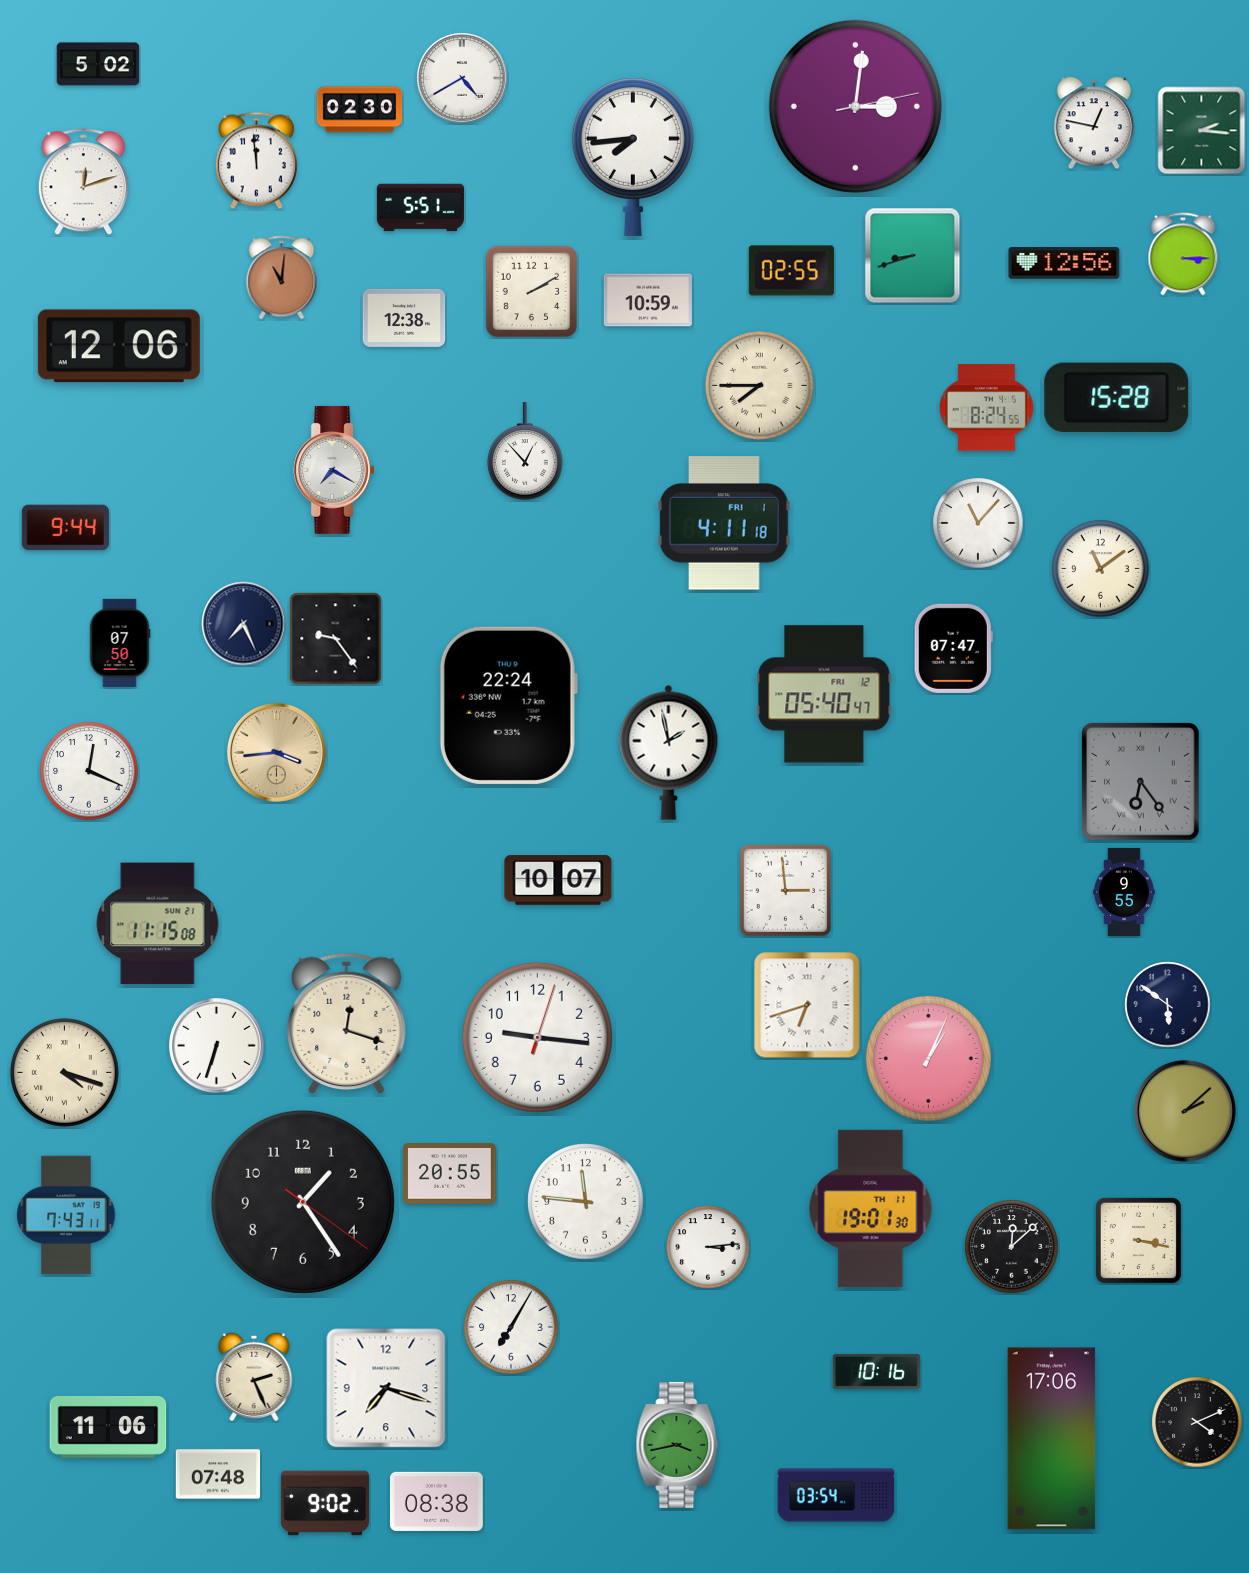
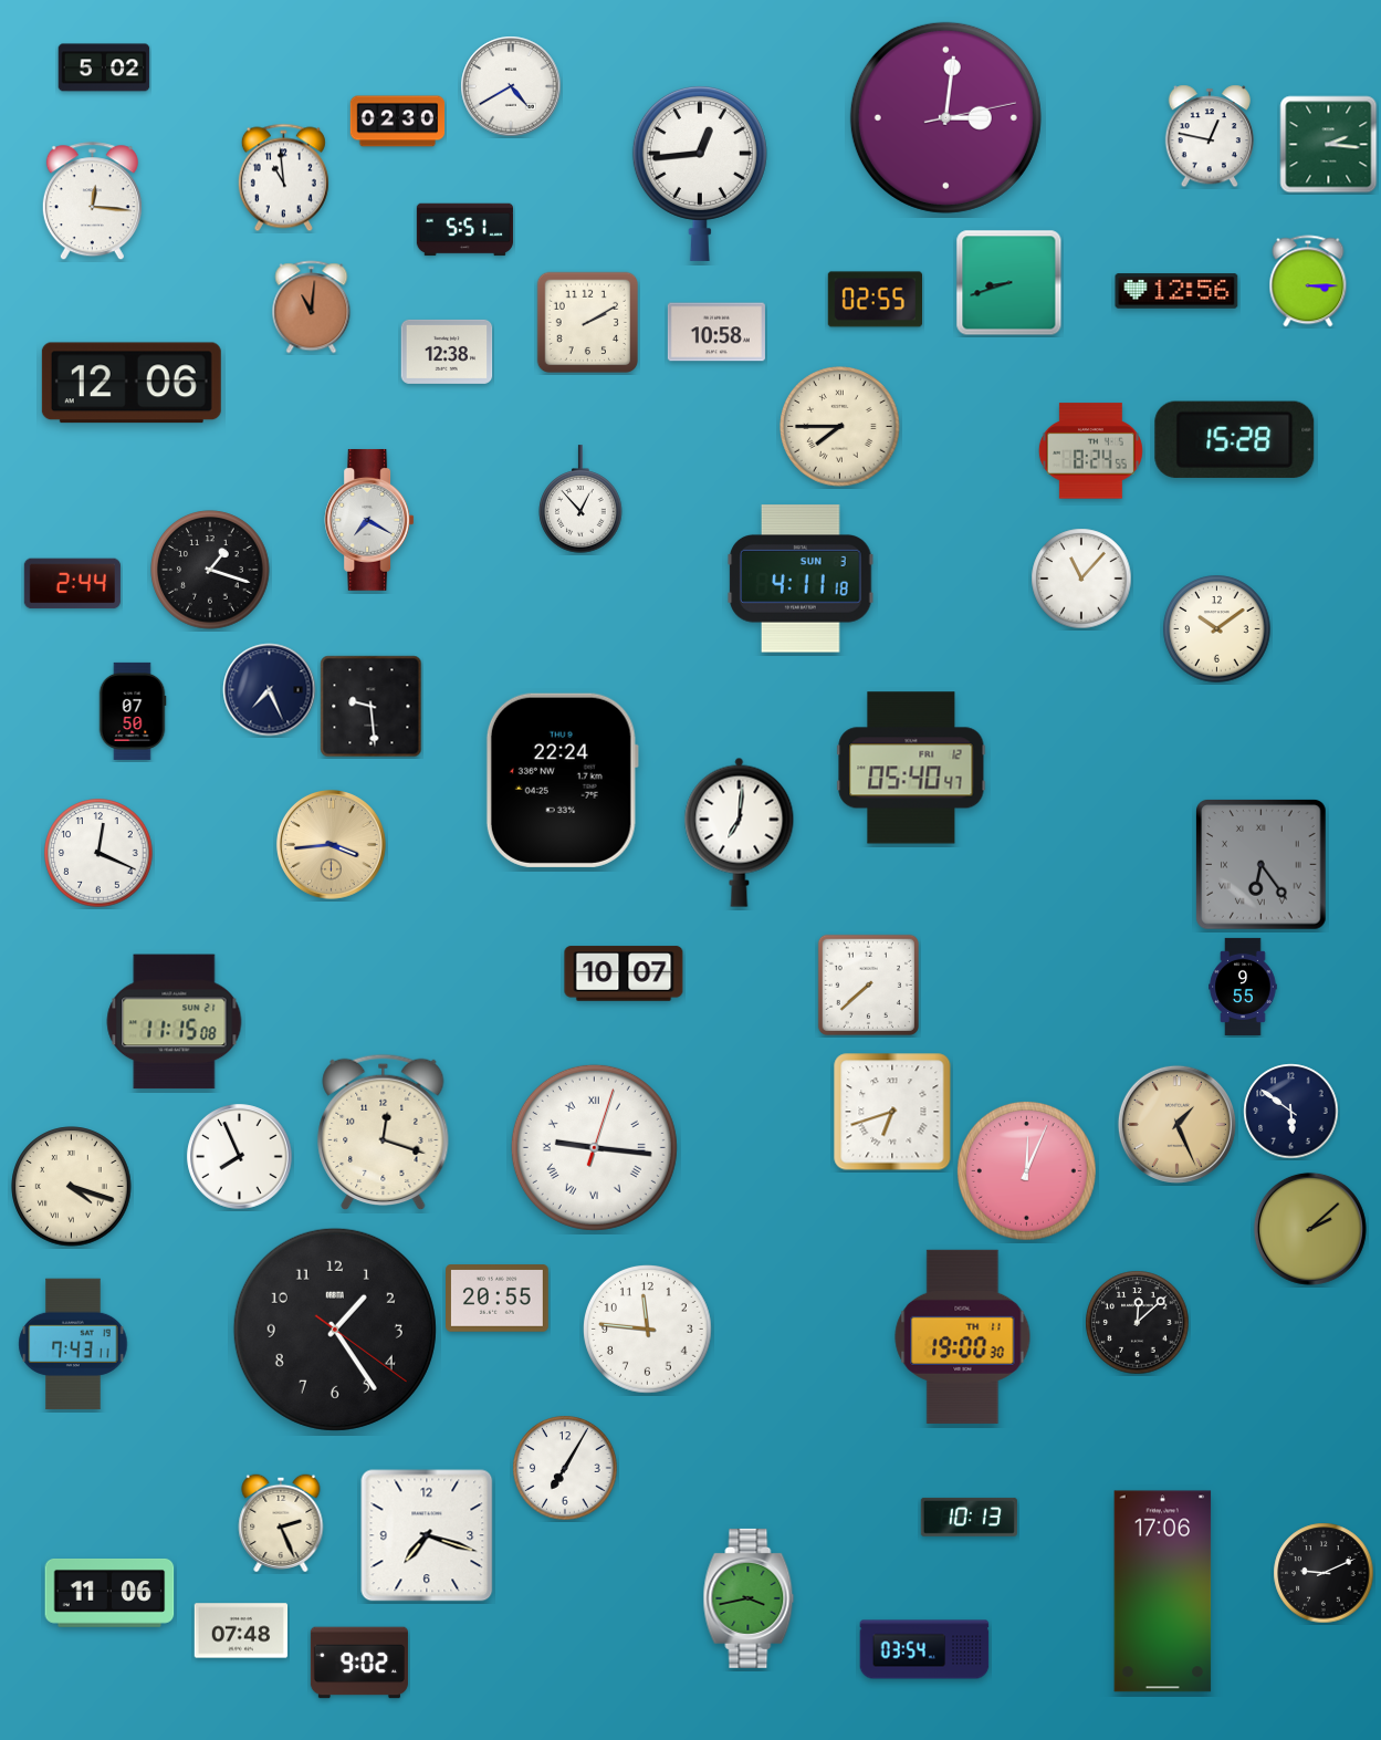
clock at (98, 64) position: (98, 64) -> (104, 67)
clock at (633, 156): 7:44 -> 12:44
clock at (256, 161): 11:59 -> 10:59
clock at (83, 182): 12:12 -> 12:16
clock at (648, 300): 10:59 -> 10:58
clock at (210, 570): none -> 1:18
clock at (724, 523) date: FRI 1 -> SUN 3
clock at (65, 528): 9:44 -> 2:44
clock at (1101, 569): 11:09 -> 10:09
clock at (336, 639): 9:24 -> 9:29
clock at (953, 648): 07:47 -> none
clock at (276, 752) position: (276, 752) -> (331, 844)
clock at (669, 752): 1:58 -> 7:01
clock at (558, 880) position: (558, 880) -> (624, 973)
clock at (785, 890): 2:59 -> 7:38
clock at (1176, 1124): none -> 1:26
clock at (537, 1037) numerals: Arabic -> Roman
clock at (217, 1046): 6:33 -> 7:56
clock at (929, 1059): 1:04 -> 12:04
clock at (871, 1208): 19:01 -> 19:00
clock at (1138, 1240): 3:17 -> none
clock at (708, 1247): 3:14 -> none
clock at (1012, 1247) position: (1012, 1247) -> (1138, 1323)
clock at (876, 1371): 10:16 -> 10:13
clock at (1197, 1422): 4:11 -> 9:11
clock at (108, 1427) position: (108, 1427) -> (109, 1593)
clock at (836, 1495) position: (836, 1495) -> (924, 1649)
clock at (437, 1501): 08:38 -> none
